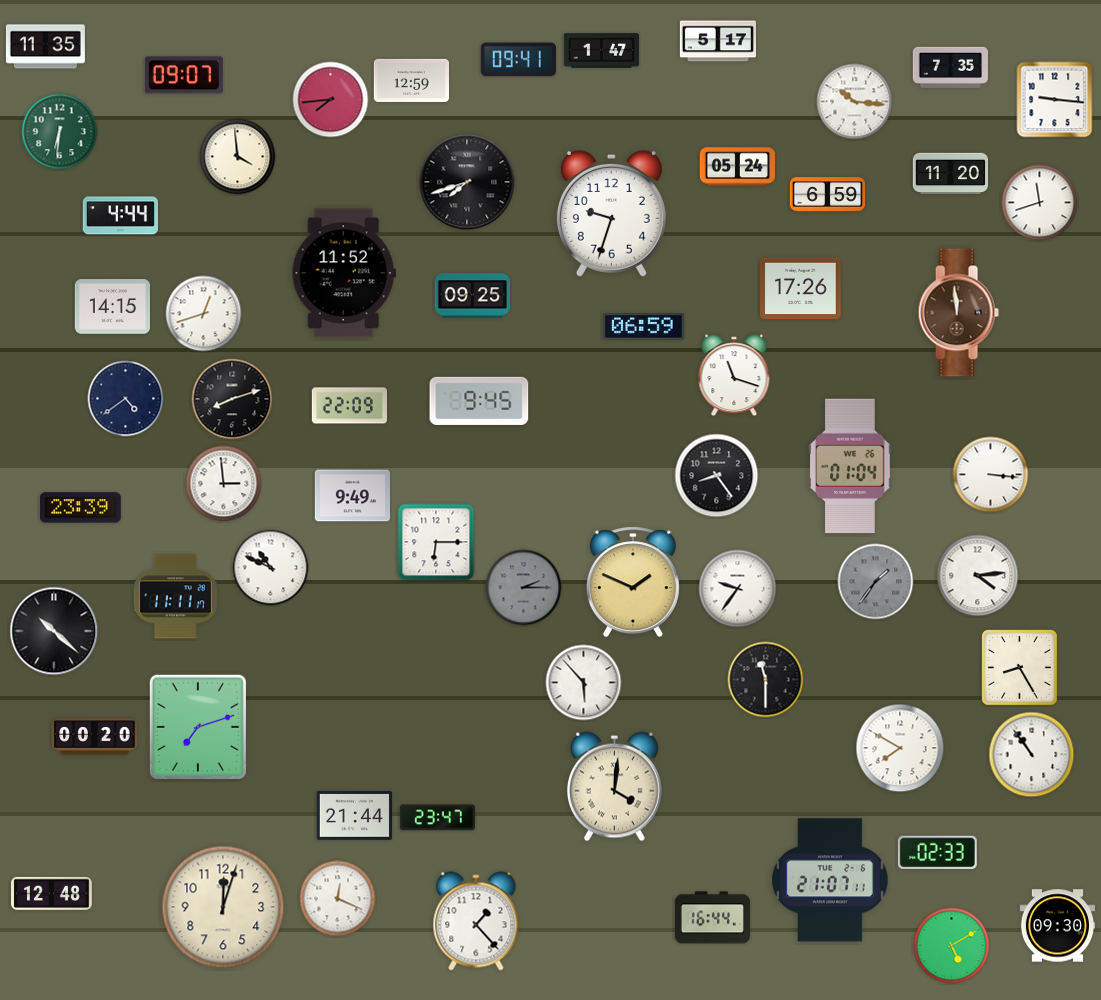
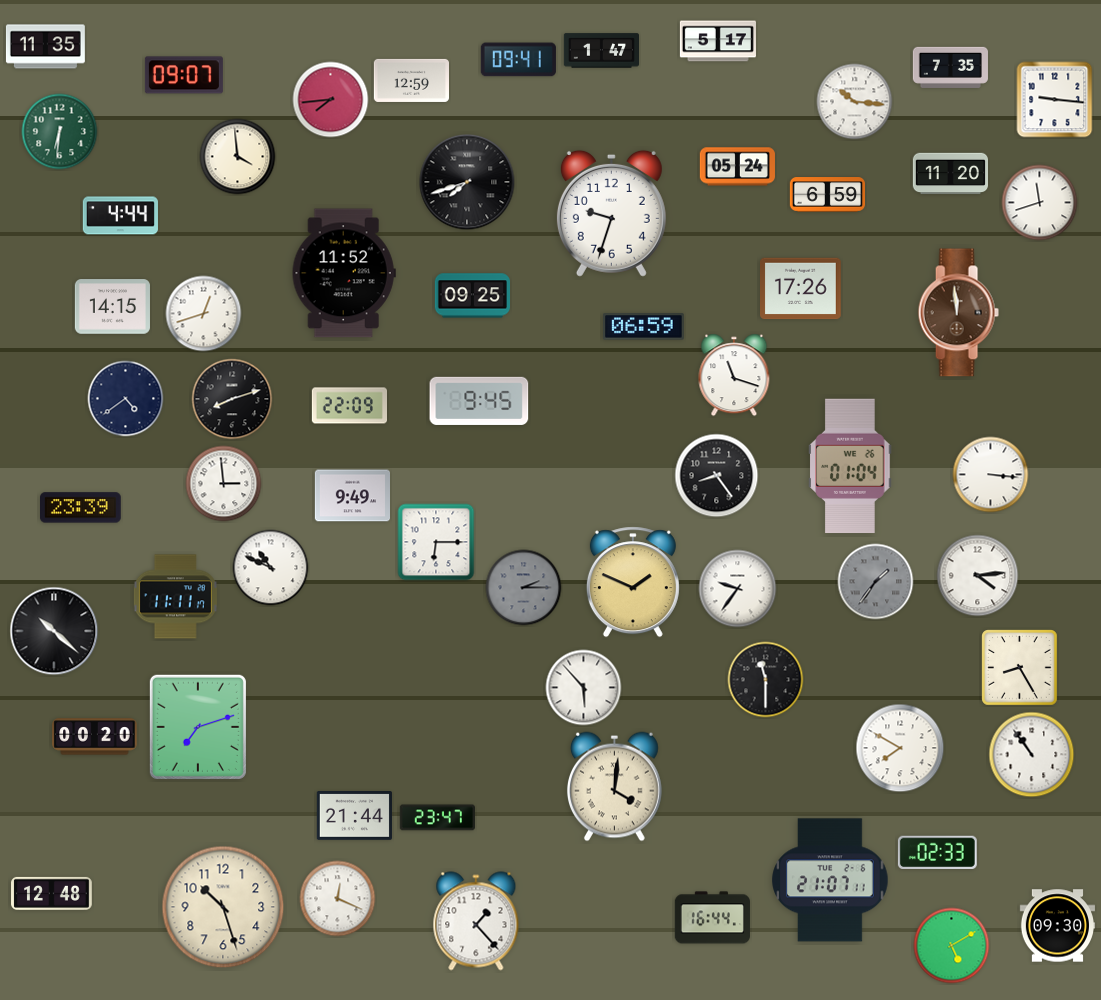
clock at (584, 683) position: (584, 683) -> (584, 688)
clock at (223, 907): 12:03 -> 10:27
